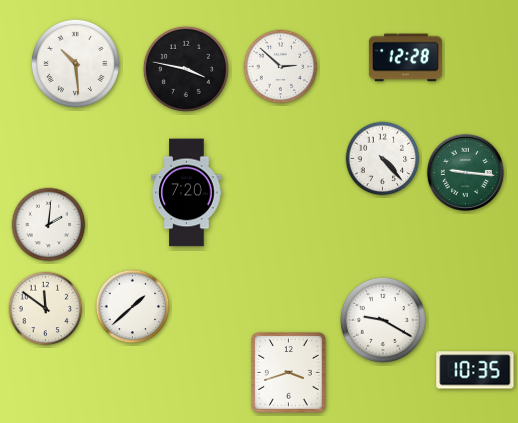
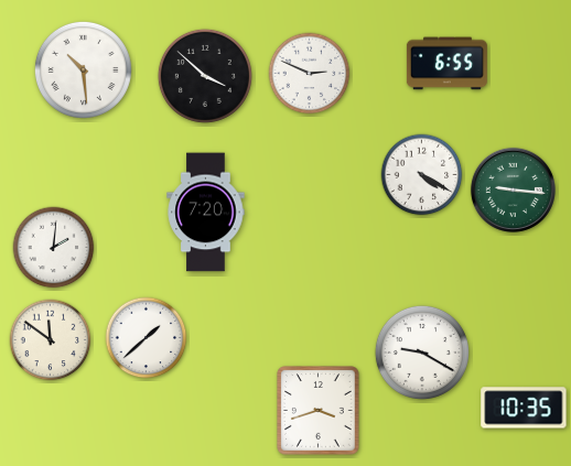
clock at (405, 58): 12:28 -> 6:55
clock at (281, 67): 2:52 -> 2:49
clock at (186, 69): 3:47 -> 3:52
clock at (383, 159): 4:23 -> 4:20
